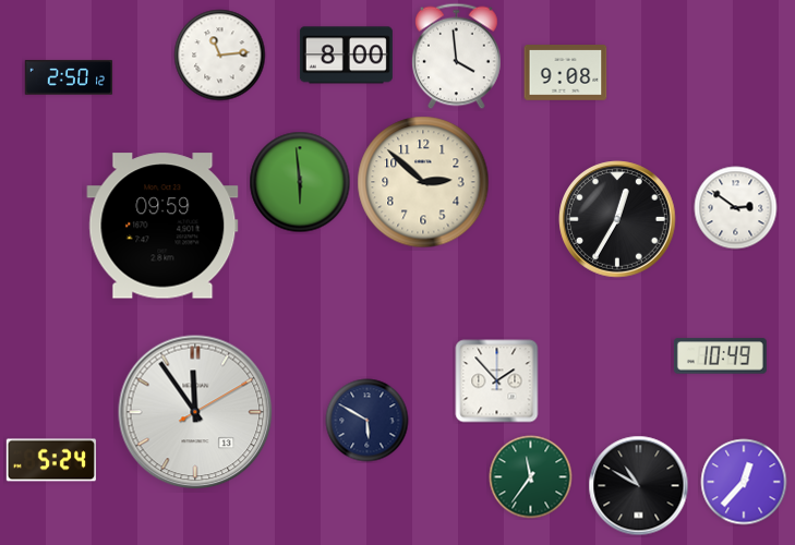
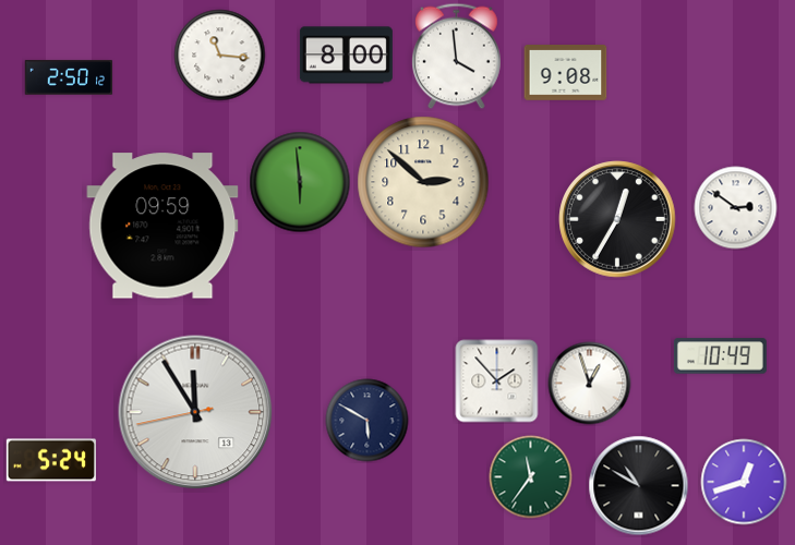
clock at (220, 56): 11:14 -> 11:16
clock at (590, 384): none -> 12:57
clock at (195, 412): 11:54:10 -> 11:54:43
clock at (744, 482): 12:37 -> 12:42
